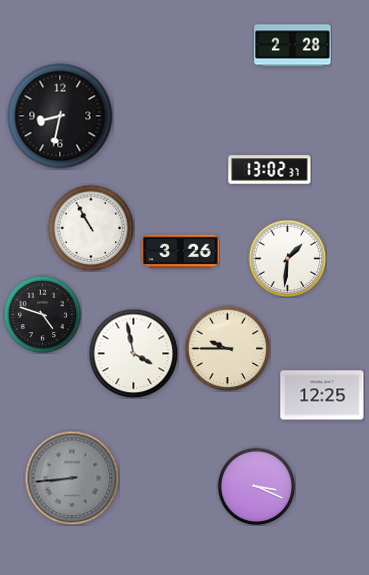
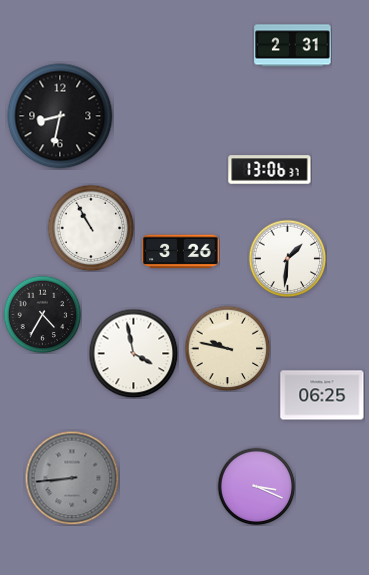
clock at (293, 46): 2:28 -> 2:31
clock at (270, 170): 13:02 -> 13:06
clock at (42, 314): 4:48 -> 4:35
clock at (227, 348): 9:45 -> 9:47
clock at (322, 395): 12:25 -> 06:25
